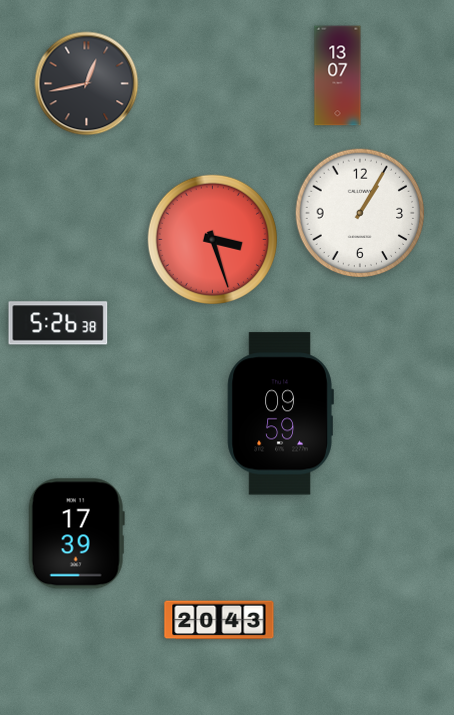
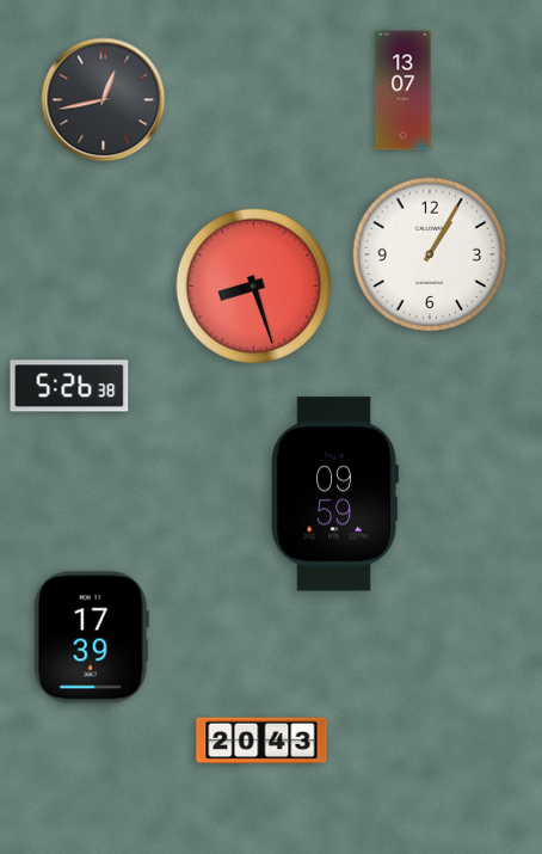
clock at (212, 239): 3:27 -> 8:27
